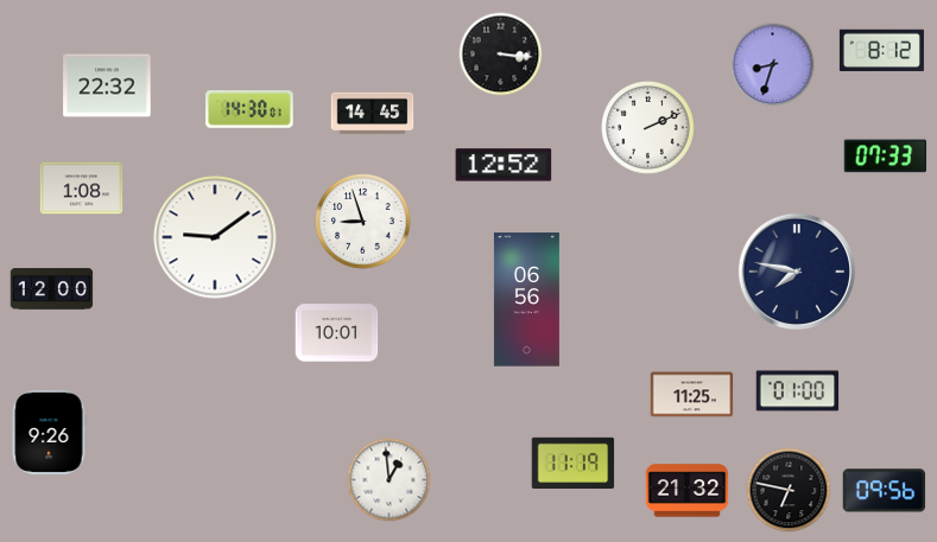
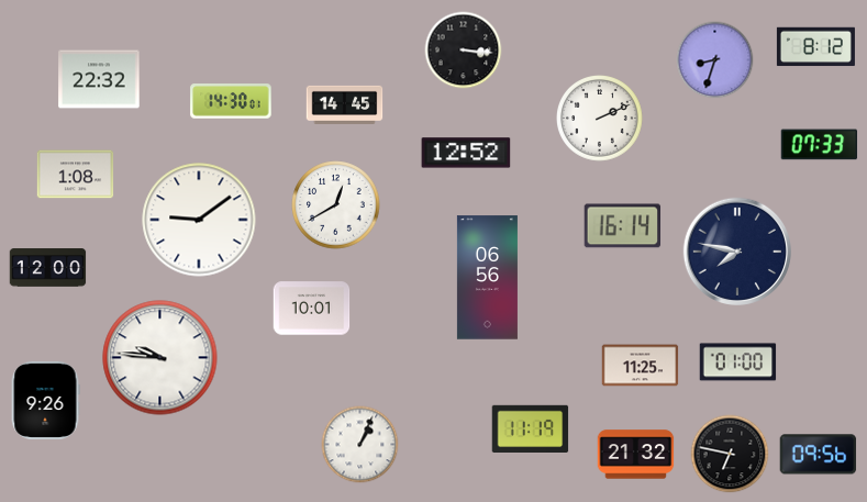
clock at (363, 222): 8:57 -> 12:40
clock at (623, 226): none -> 16:14
clock at (160, 358): none -> 9:46
clock at (390, 480): 12:59 -> 1:04
